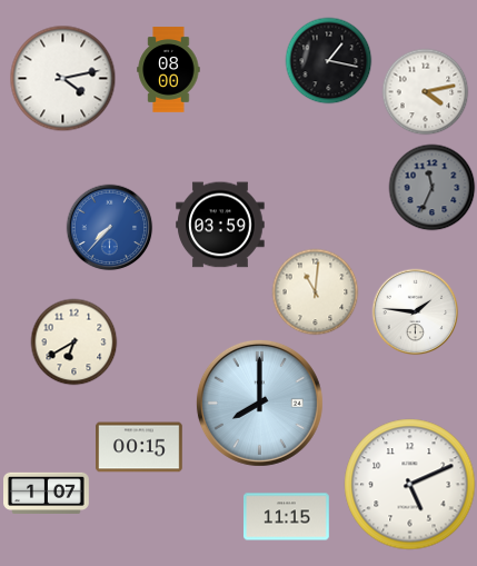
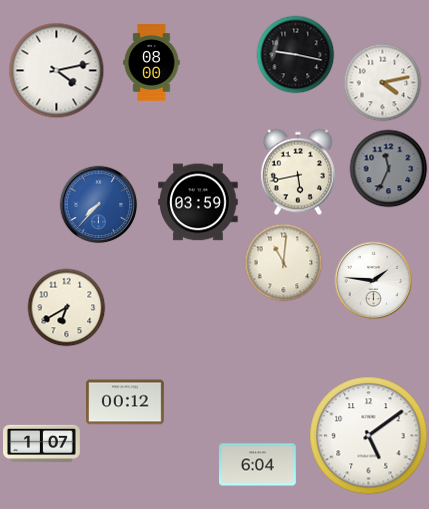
clock at (328, 60): 1:17 -> 9:17
clock at (298, 172): none -> 5:43
clock at (259, 403): 8:00 -> none
clock at (139, 447): 00:15 -> 00:12
clock at (410, 485): 5:11 -> 5:09
clock at (287, 517): 11:15 -> 6:04
